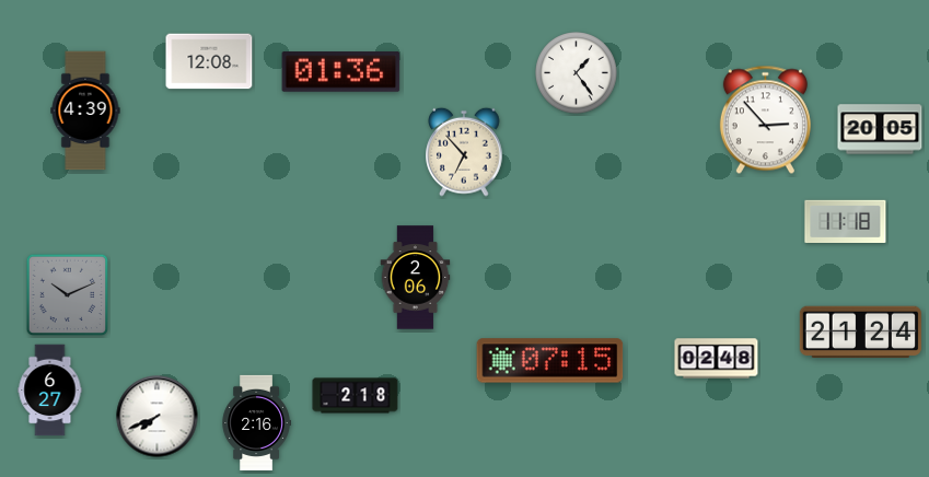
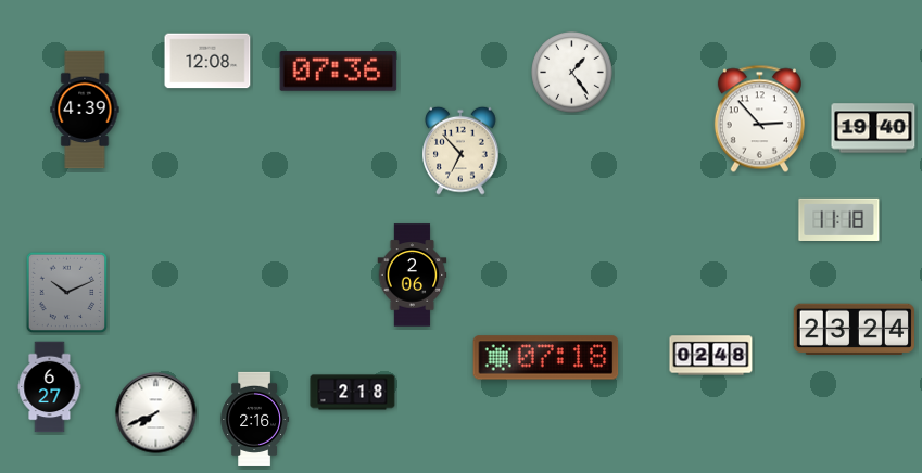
clock at (341, 72): 01:36 -> 07:36
clock at (880, 129): 20:05 -> 19:40
clock at (860, 333): 21:24 -> 23:24
clock at (550, 361): 07:15 -> 07:18
